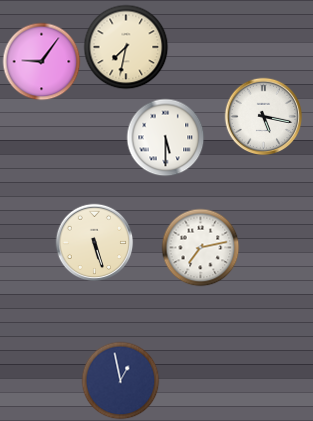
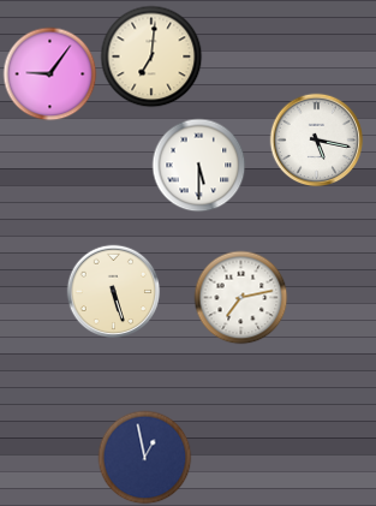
clock at (126, 47): 7:32 -> 7:01
